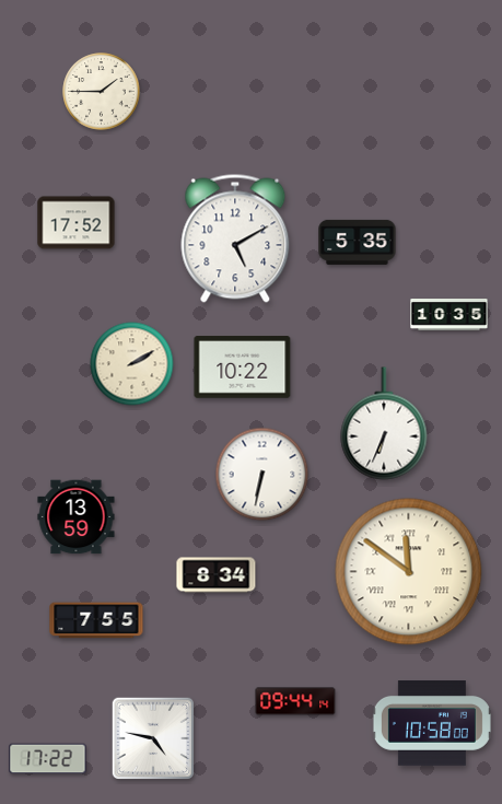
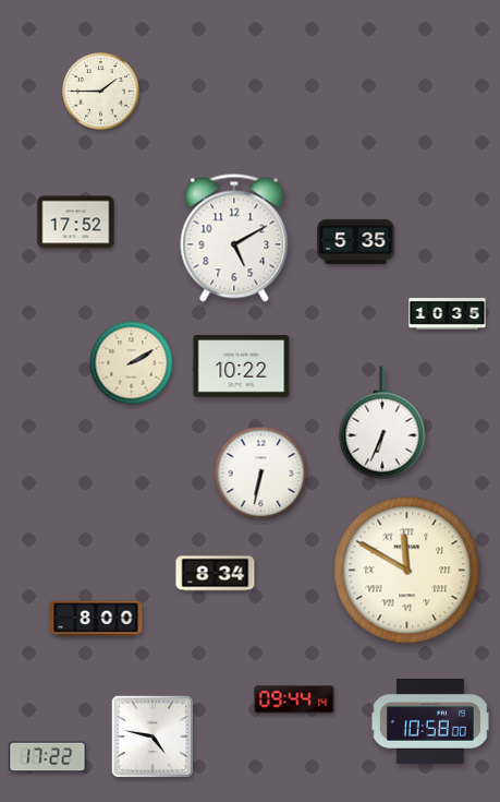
clock at (77, 517): 13:59 -> none
clock at (409, 572): 11:51 -> 11:50
clock at (96, 620): 7:55 -> 8:00
